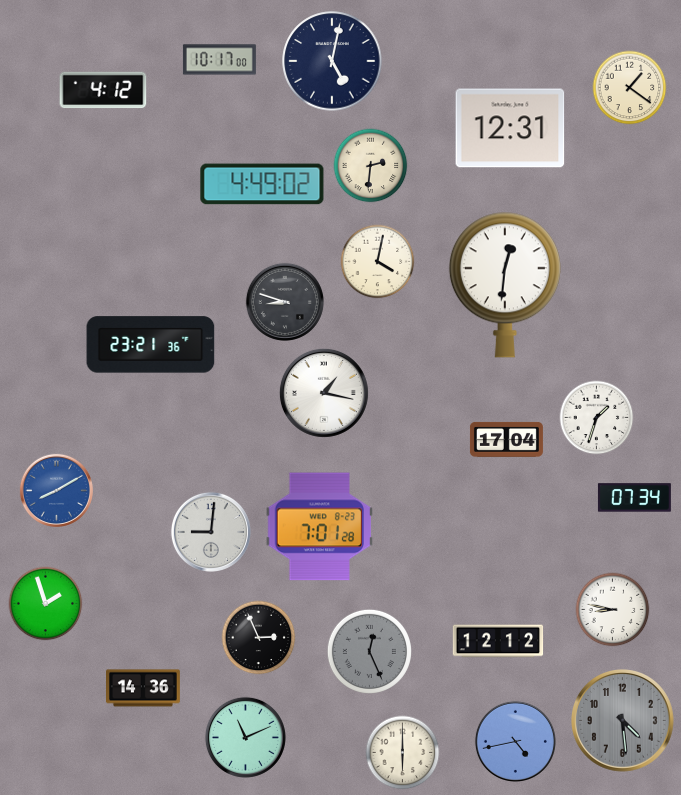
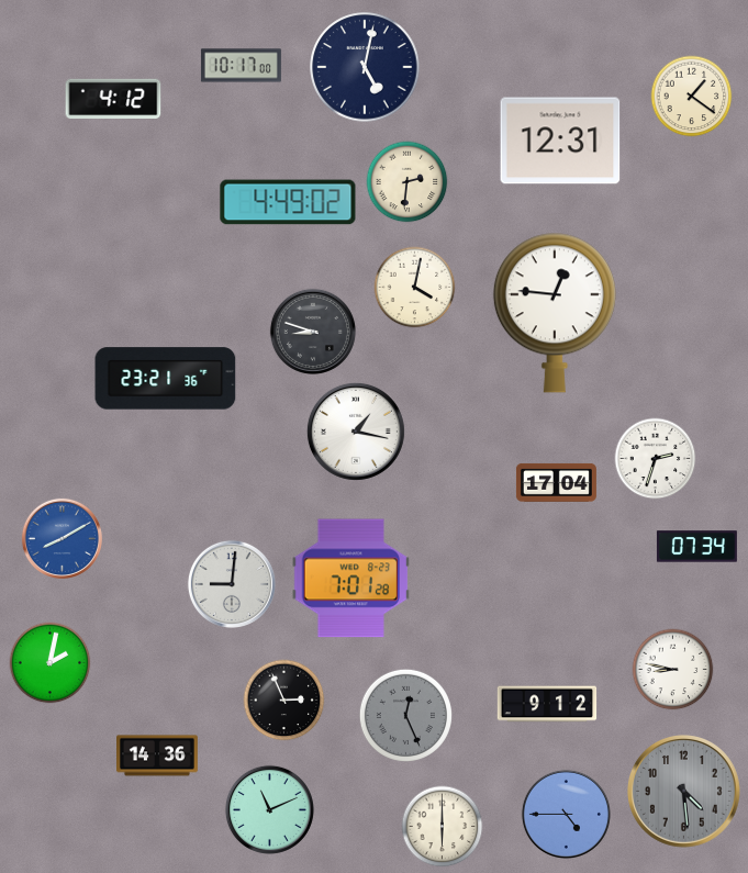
clock at (505, 285): 12:31 -> 12:46
clock at (597, 418): 1:33 -> 2:33
clock at (46, 604): 1:57 -> 2:02
clock at (498, 641): 12:12 -> 9:12
clock at (515, 741): 4:43 -> 4:45
